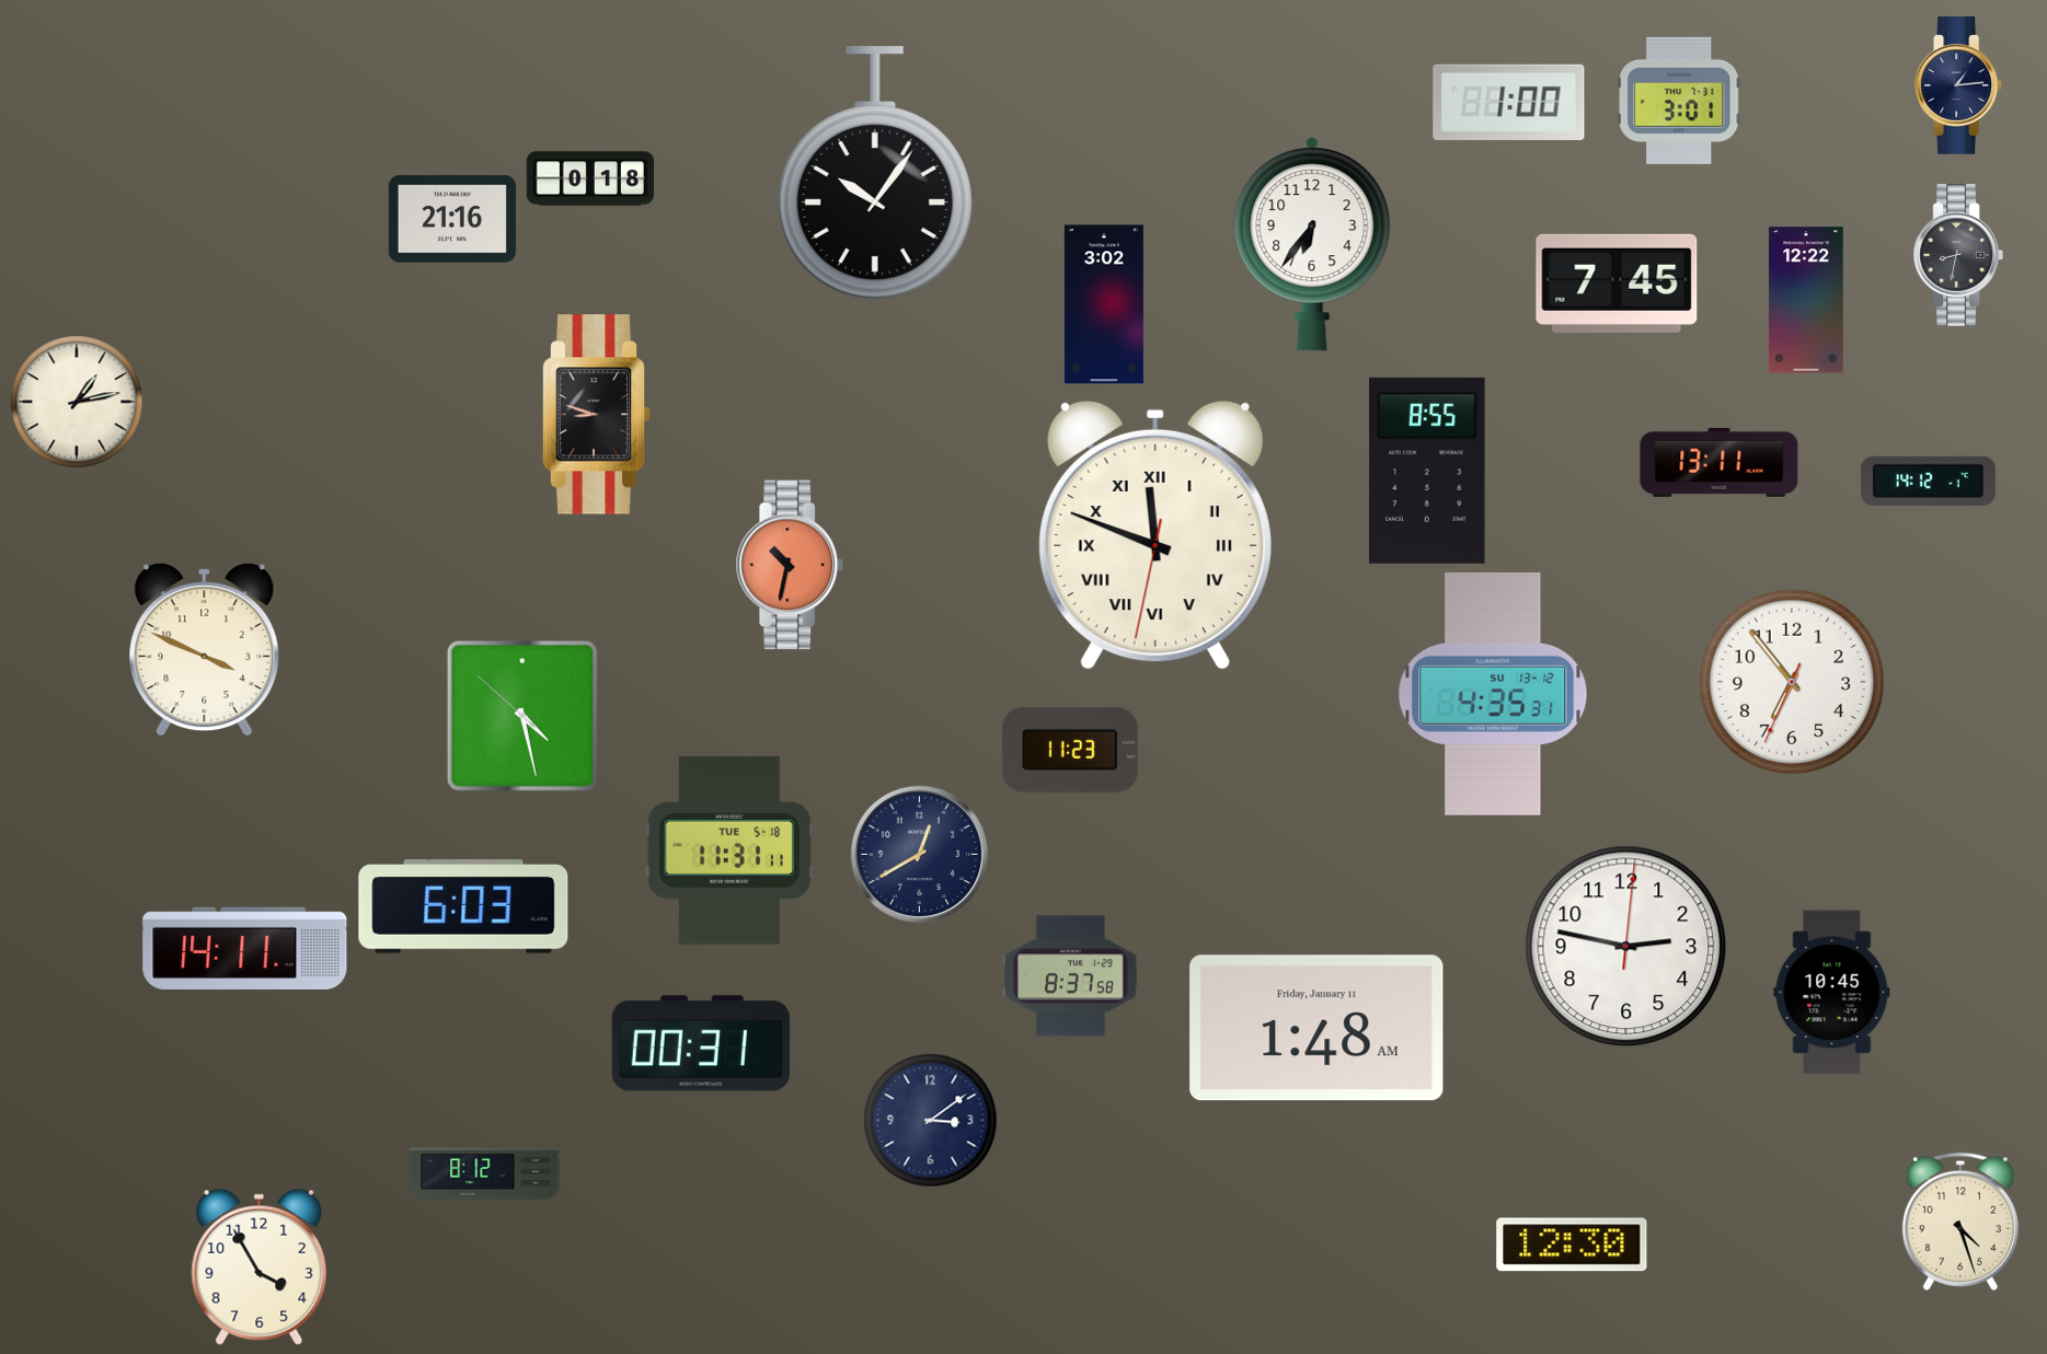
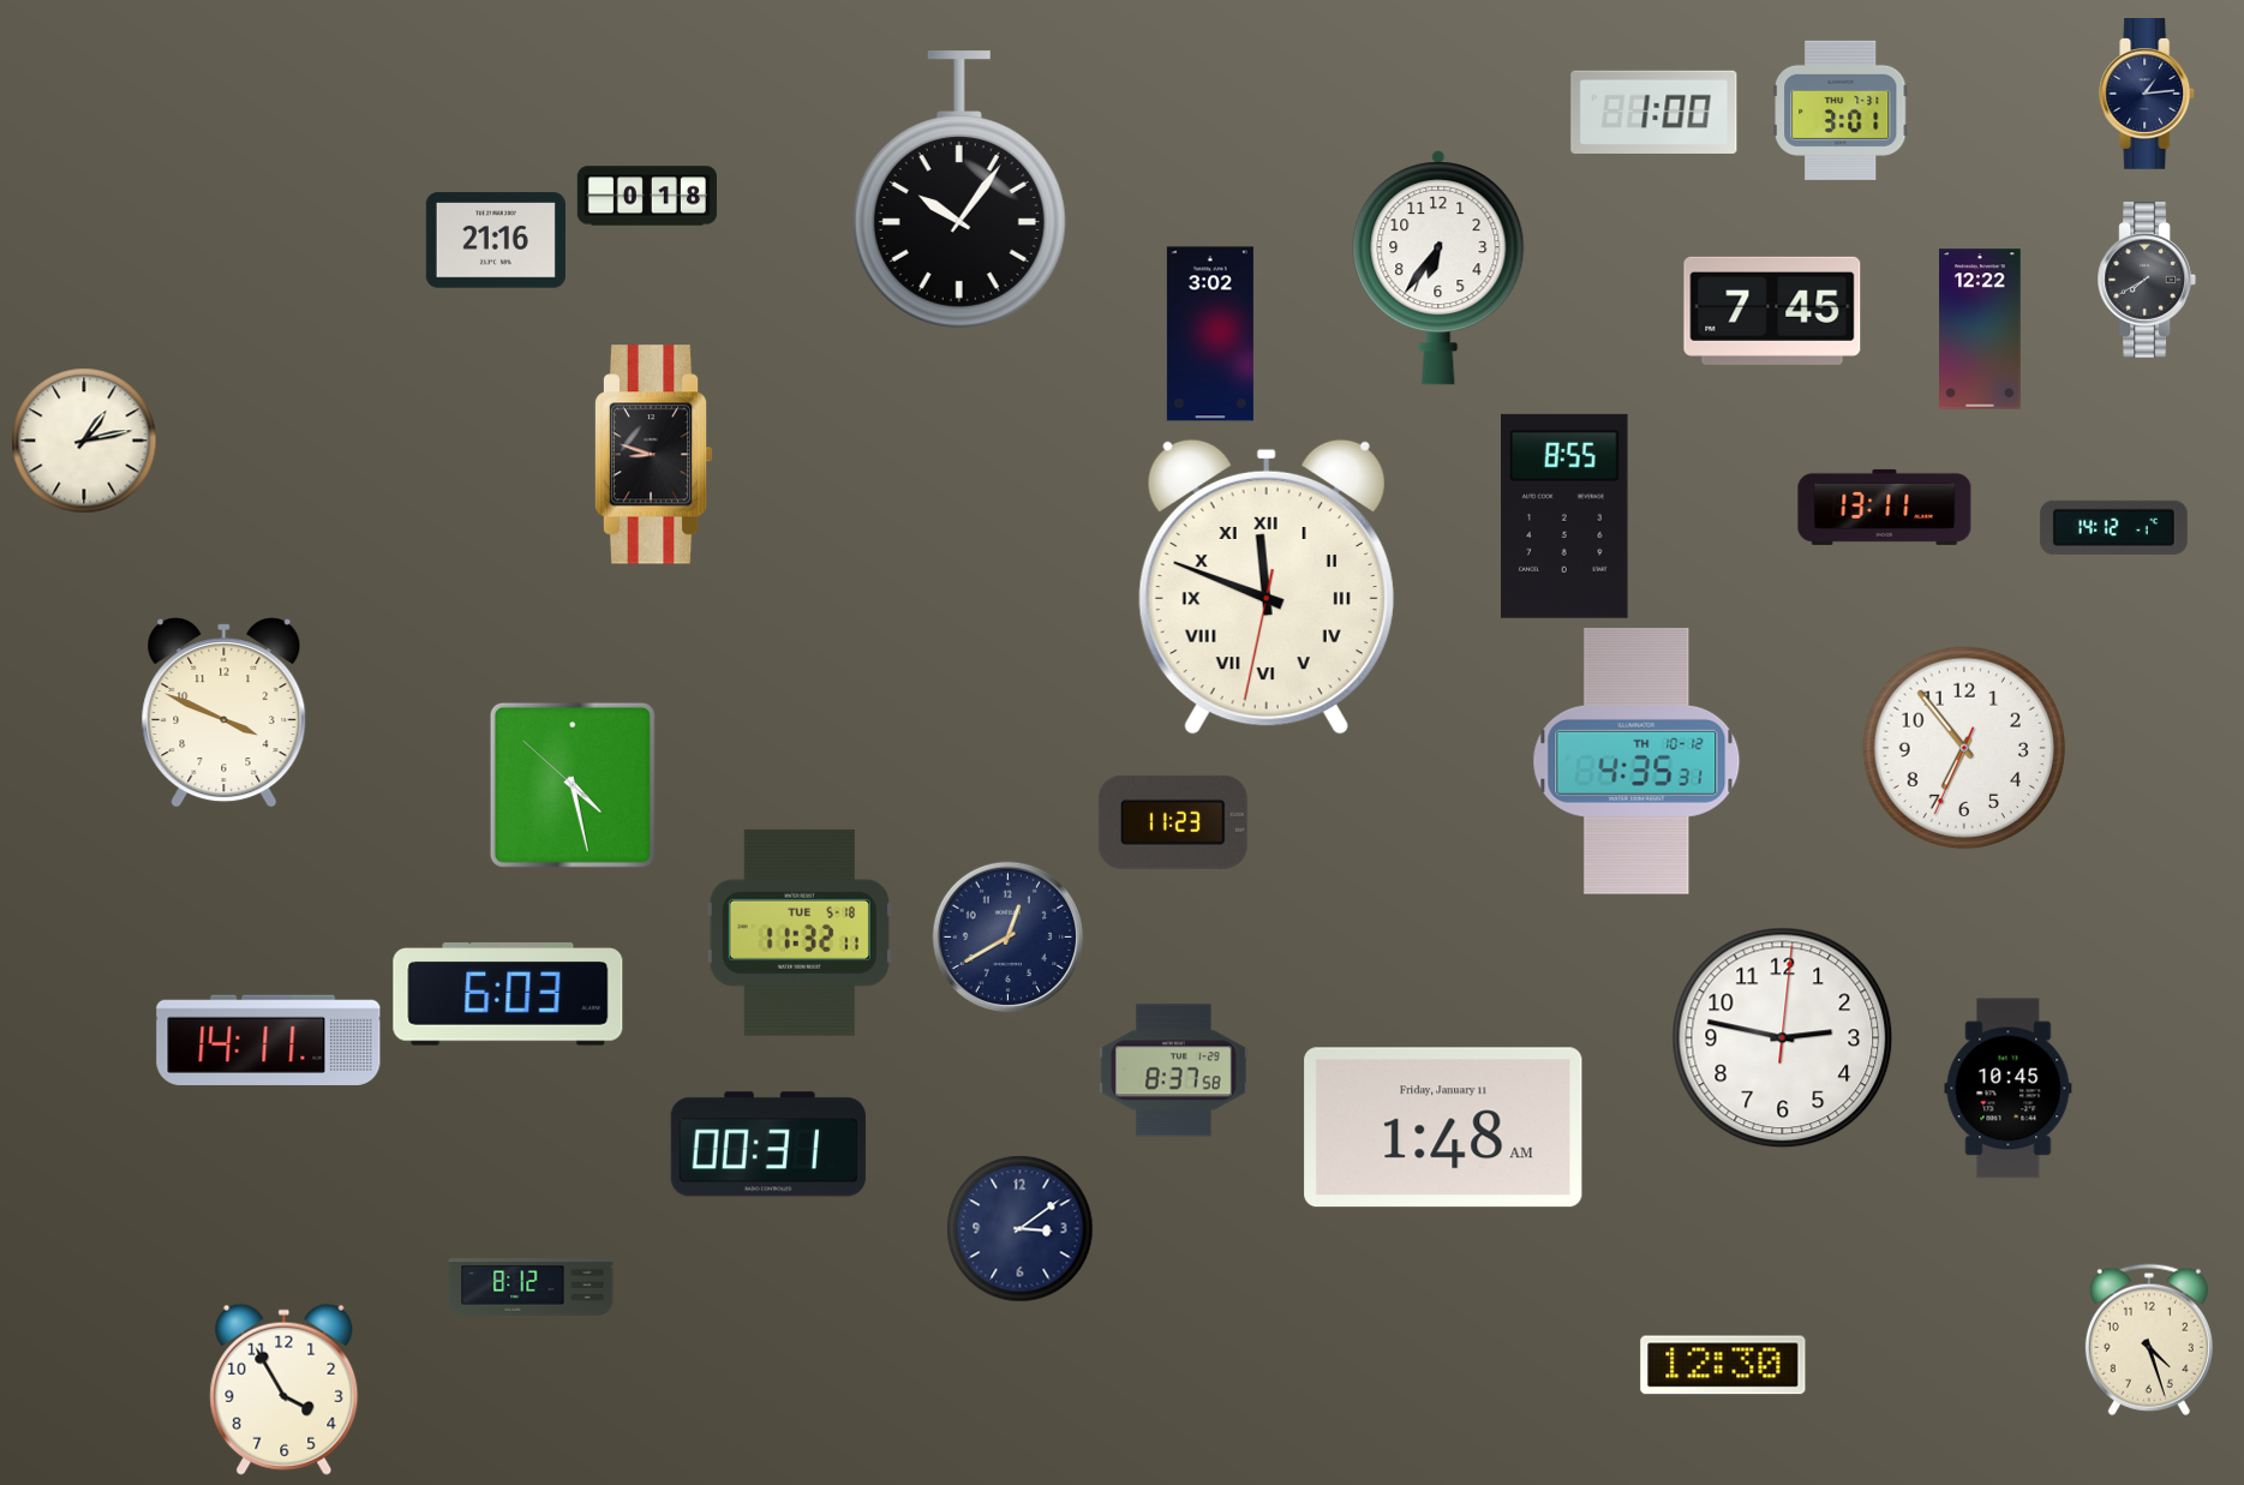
clock at (1958, 255): 8:32 -> 7:40
clock at (790, 565): 10:32 -> none
clock at (1493, 694) date: SU 13-12 -> TH 10-12
clock at (729, 850): 11:31 -> 11:32
